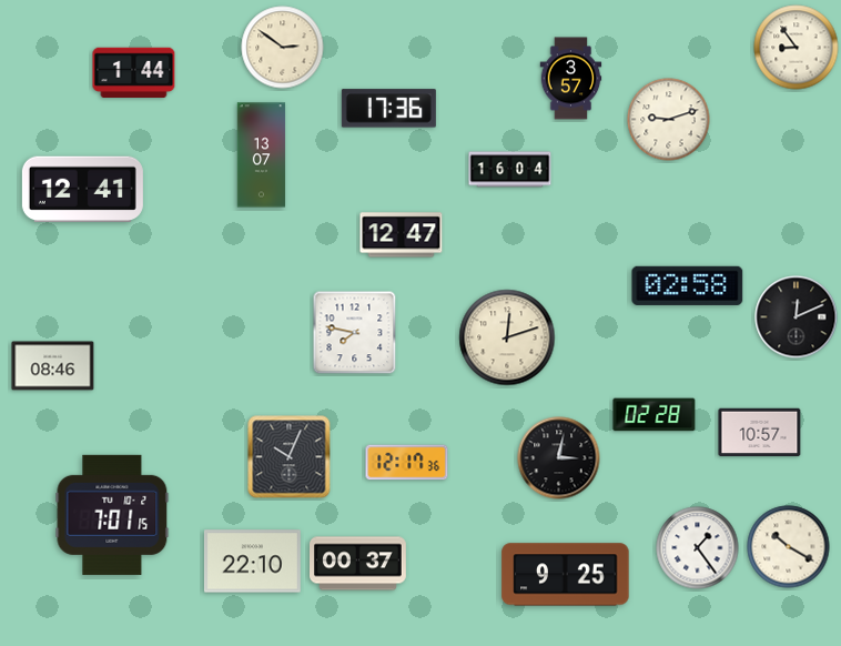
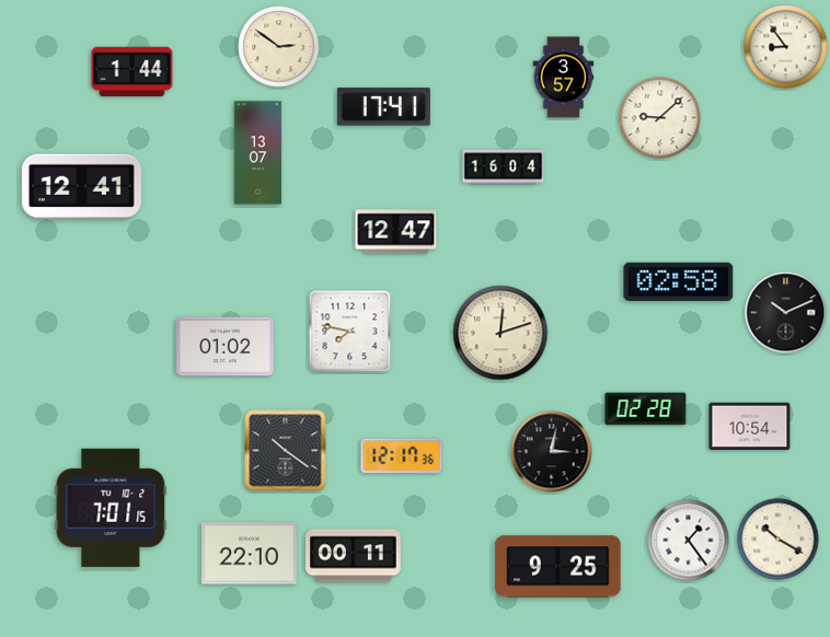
clock at (388, 109): 17:36 -> 17:41
clock at (669, 120): 9:12 -> 9:08
clock at (797, 317): 12:11 -> 10:11
clock at (355, 333) position: (355, 333) -> (350, 332)
clock at (226, 347): none -> 01:02
clock at (53, 366): 08:46 -> none
clock at (760, 433): 10:57 -> 10:54
clock at (290, 457): 10:04 -> 10:21
clock at (358, 564): 00:37 -> 00:11
